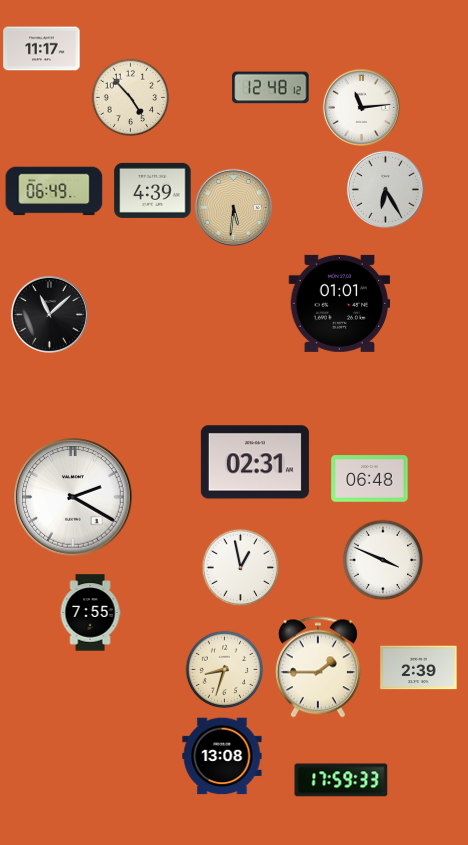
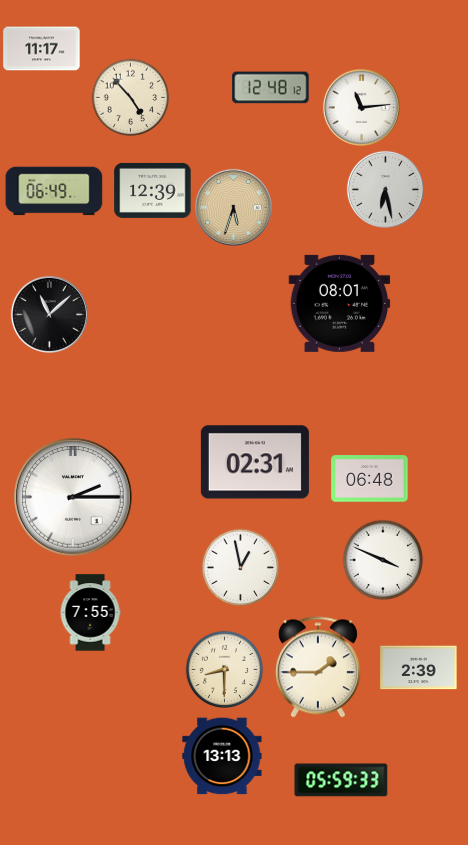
clock at (385, 189): 6:25 -> 6:28
clock at (153, 190): 4:39 -> 12:39
clock at (233, 207): 5:31 -> 5:33
clock at (340, 303): 01:01 -> 08:01
clock at (73, 497): 2:20 -> 2:15
clock at (224, 669): 8:33 -> 8:30
clock at (222, 756): 13:08 -> 13:13
clock at (341, 780): 17:59 -> 05:59
